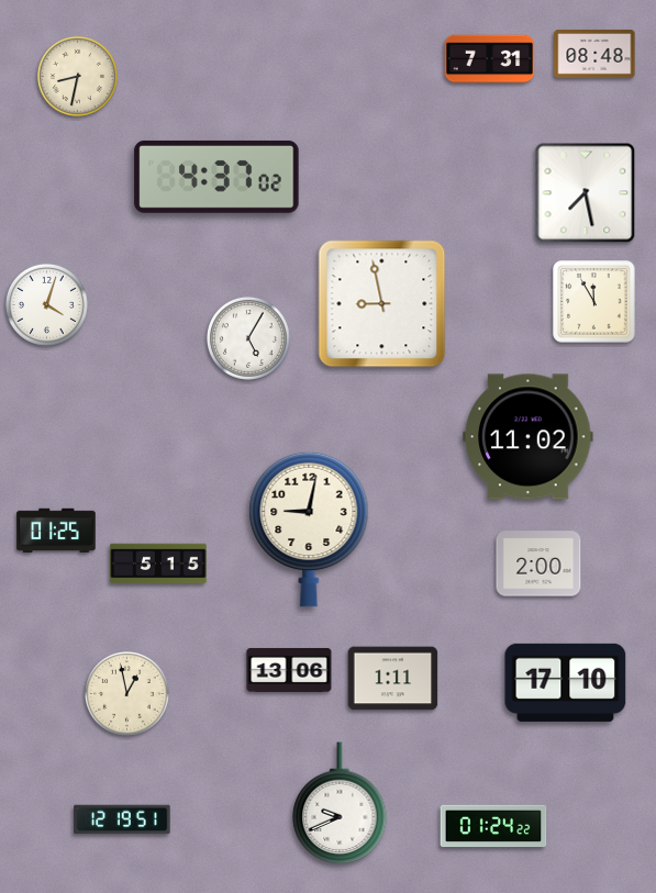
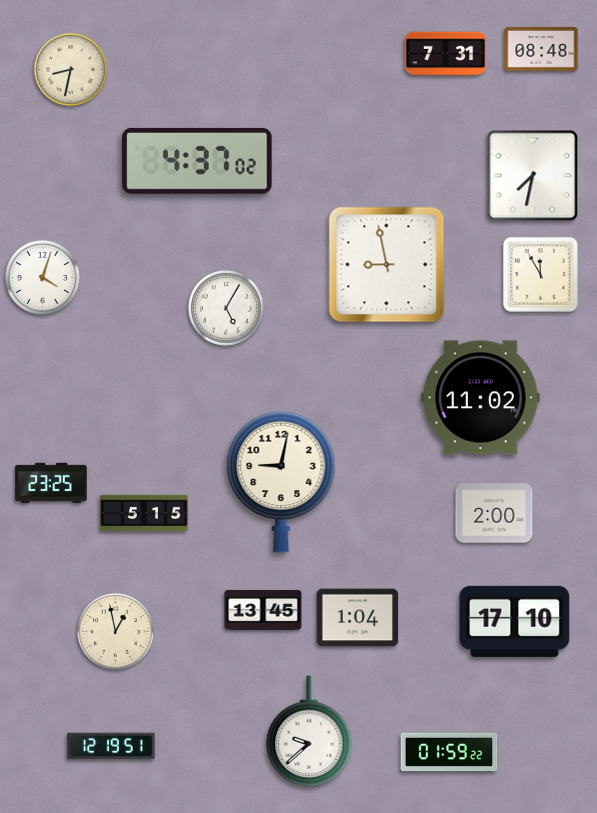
clock at (586, 193): 7:28 -> 7:32
clock at (382, 304) position: (382, 304) -> (387, 265)
clock at (56, 531): 01:25 -> 23:25
clock at (538, 563) position: (538, 563) -> (494, 513)
clock at (289, 670): 13:06 -> 13:45
clock at (393, 679): 1:11 -> 1:04
clock at (340, 804): 9:41 -> 9:38
clock at (493, 826): 01:24 -> 01:59
